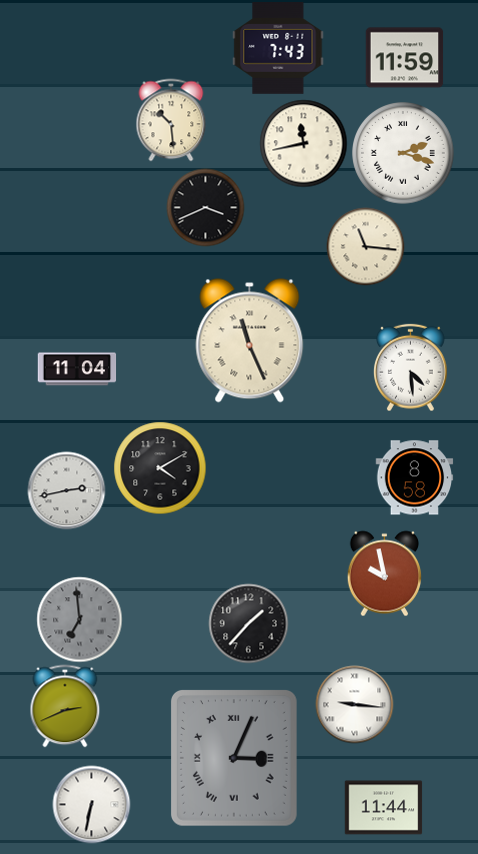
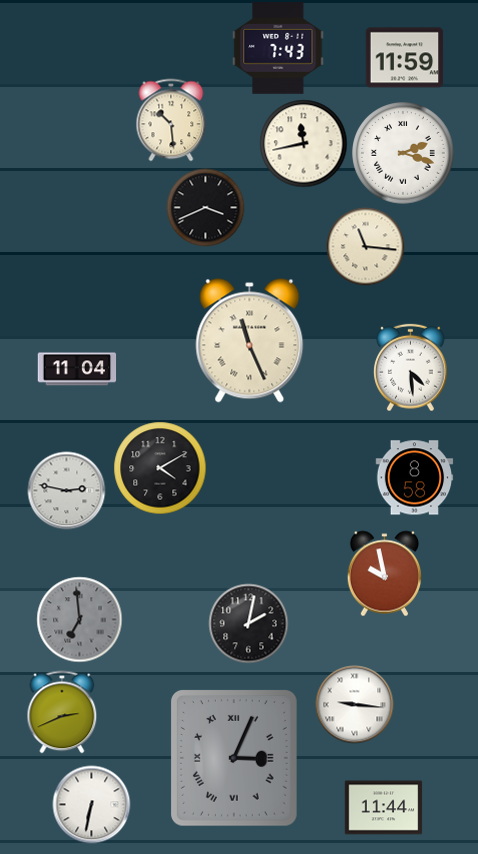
clock at (66, 490): 2:43 -> 2:47
clock at (248, 623): 1:37 -> 2:02
clock at (65, 706) position: (65, 706) -> (62, 712)
